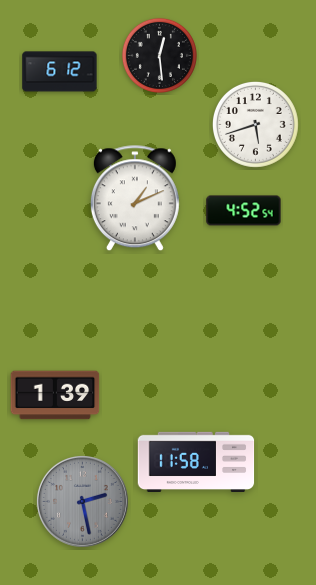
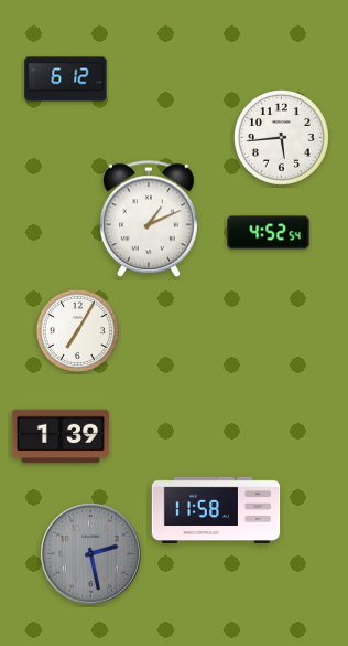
clock at (159, 55): 12:29 -> none
clock at (255, 124): 5:42 -> 5:44
clock at (77, 330): none -> 7:05
